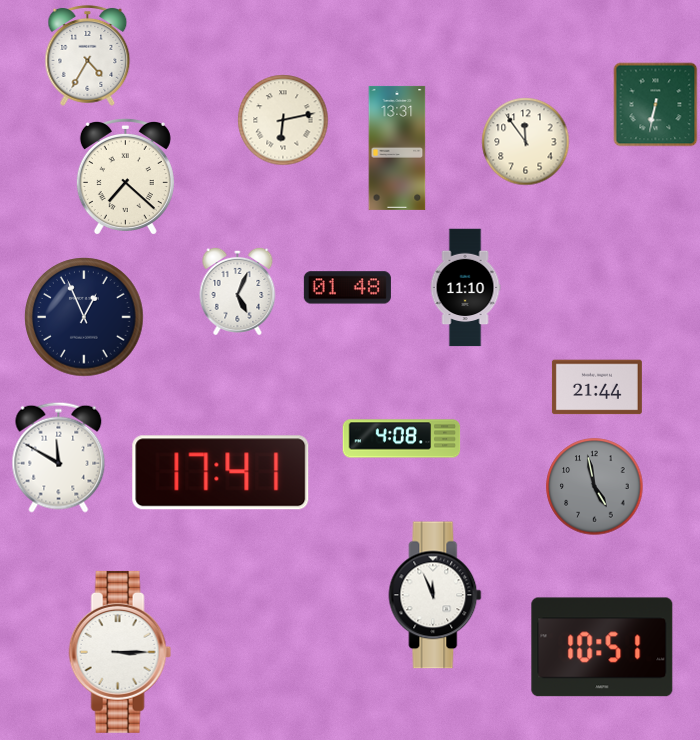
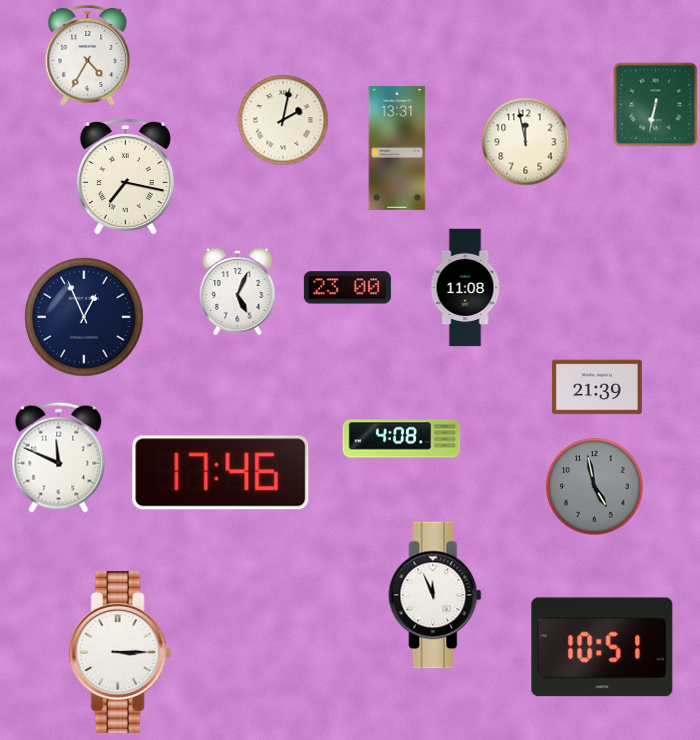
clock at (283, 120): 6:13 -> 2:02
clock at (526, 142): 11:54 -> 11:58
clock at (125, 176): 7:22 -> 7:17
clock at (347, 288): 01:48 -> 23:00
clock at (465, 288): 11:10 -> 11:08
clock at (597, 387): 21:44 -> 21:39
clock at (59, 457): 11:50 -> 11:49
clock at (221, 473): 17:41 -> 17:46
